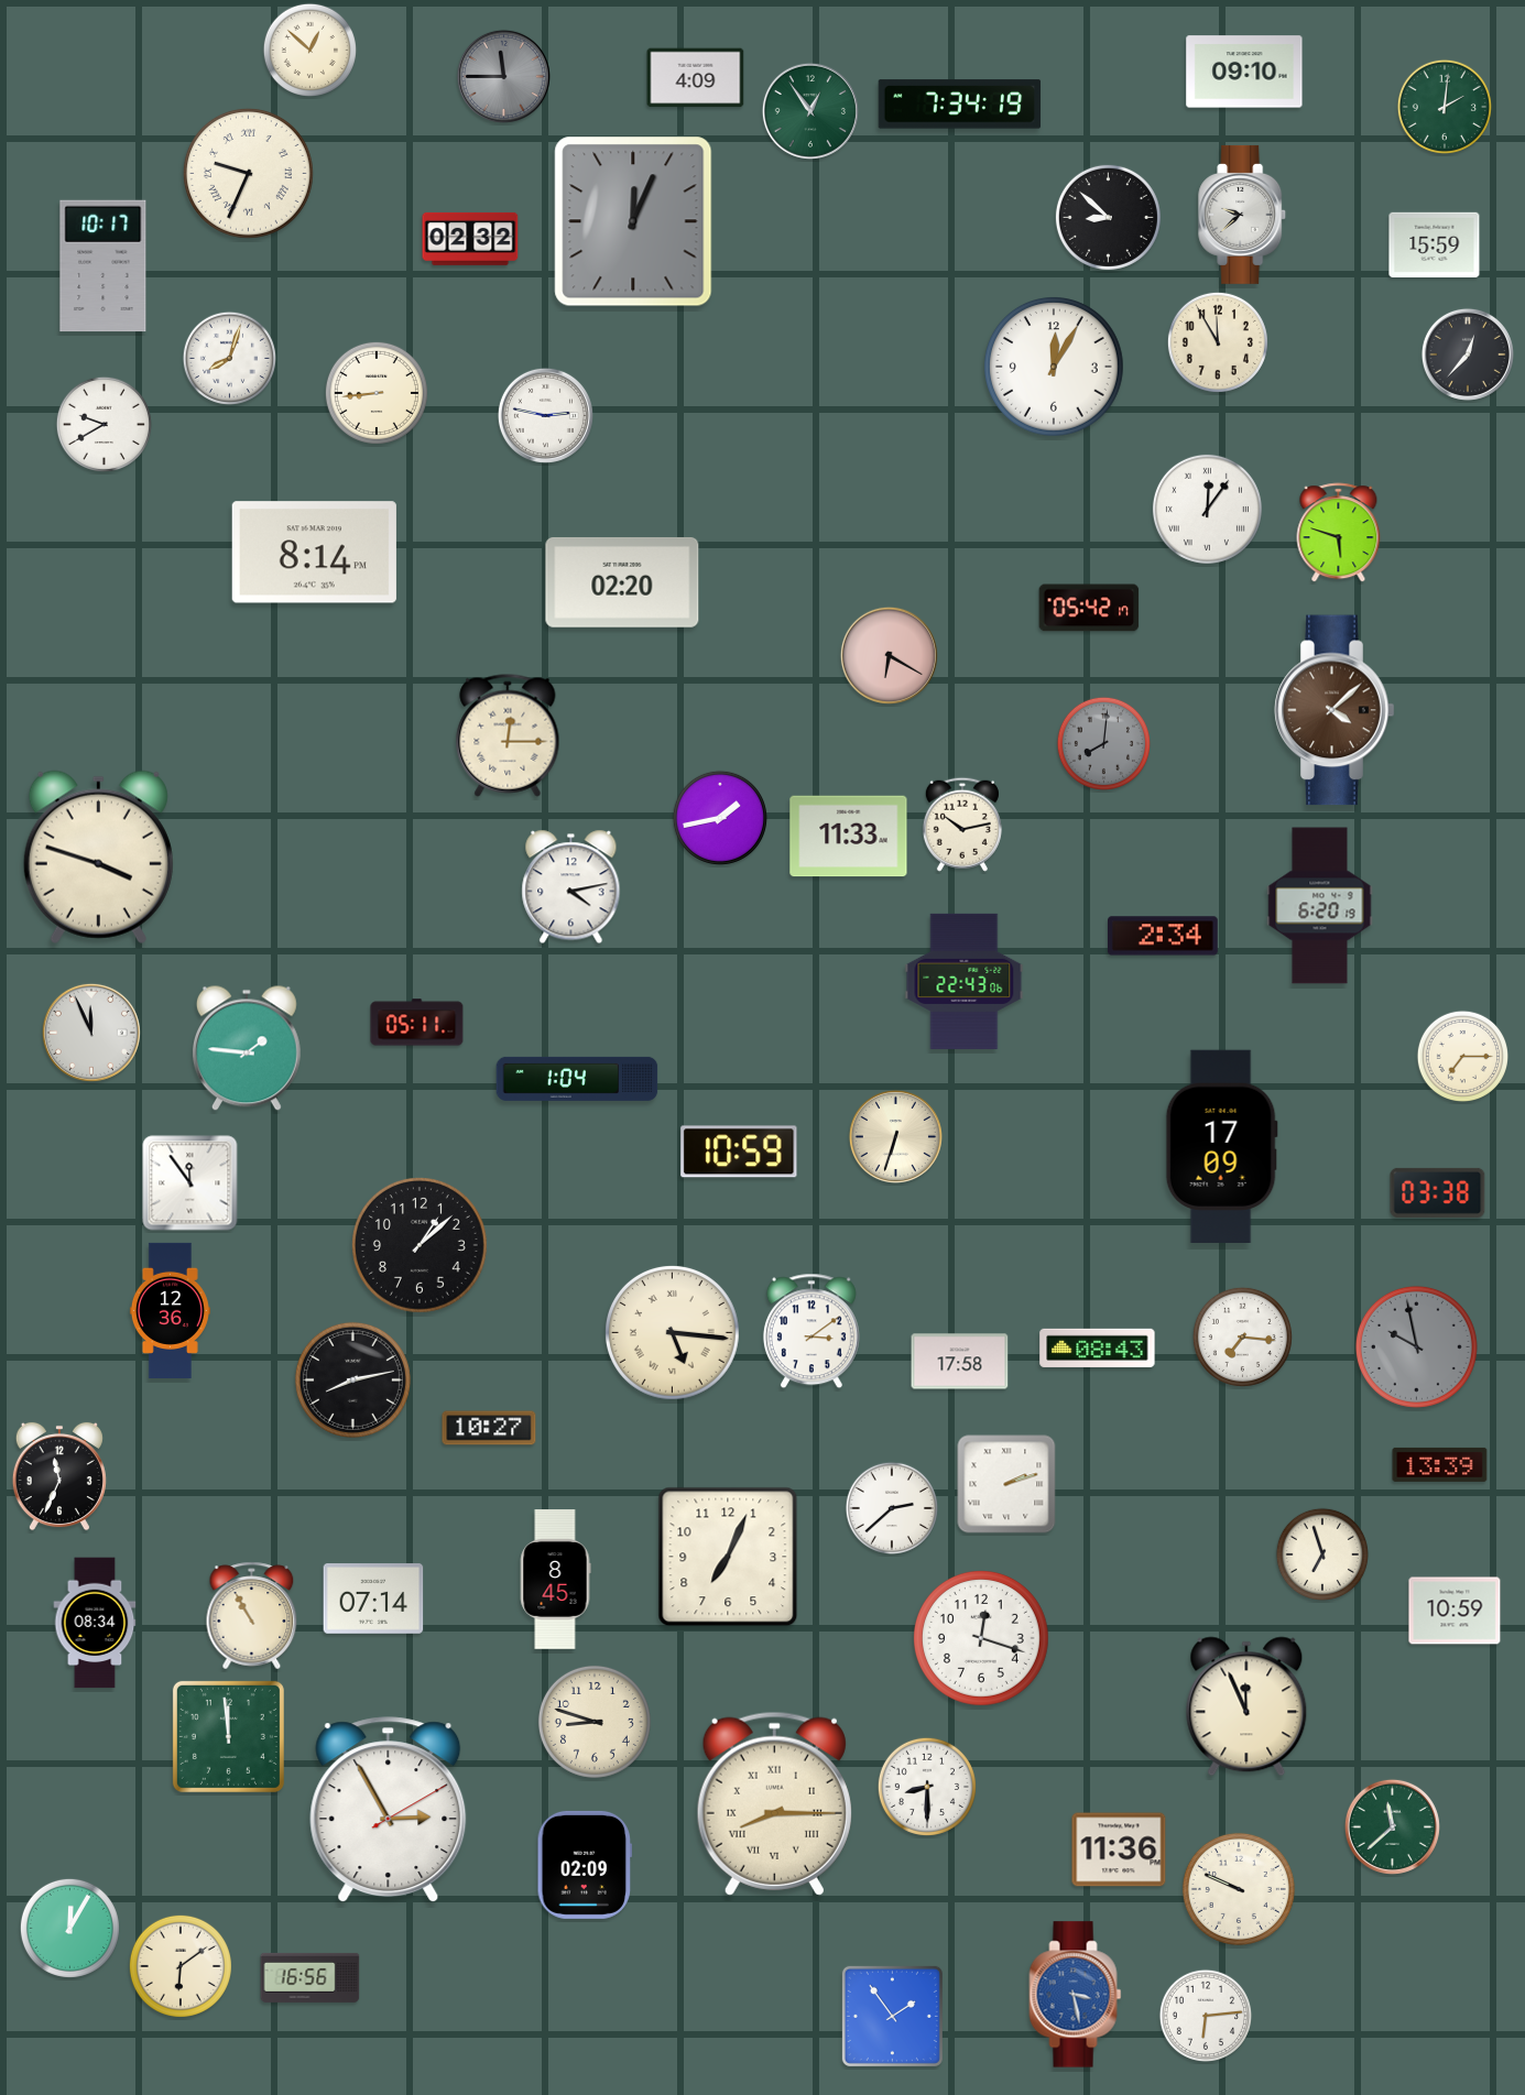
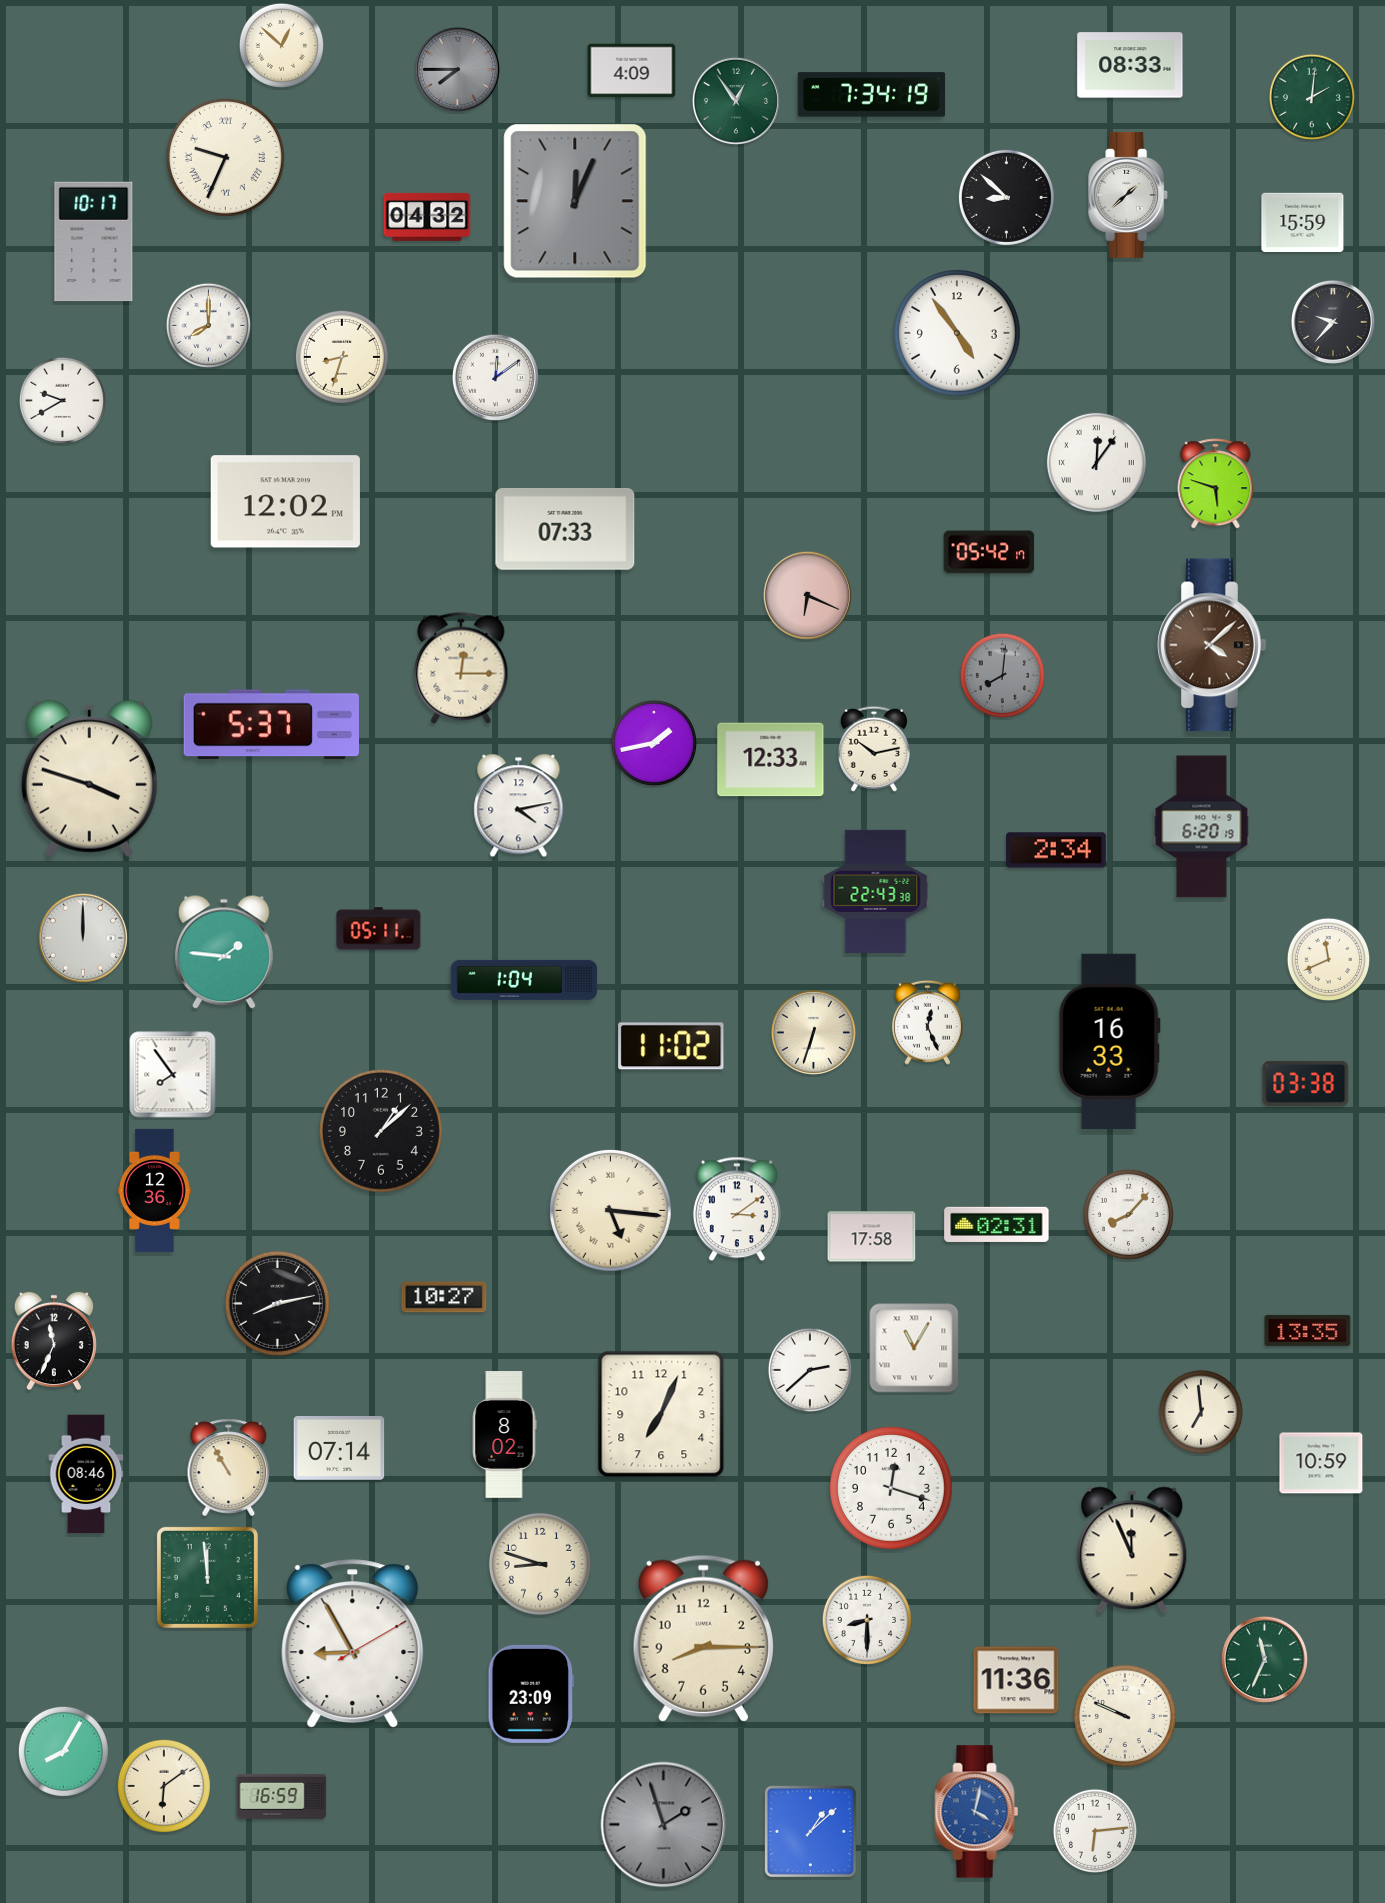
clock at (1244, 72): 09:10 -> 08:33
clock at (503, 76): 11:45 -> 7:45
clock at (1243, 215): 9:38 -> 1:38
clock at (470, 239): 02:32 -> 04:32
clock at (1218, 342): 11:55 -> none
clock at (1468, 354): 12:37 -> 9:37
clock at (229, 358): 8:03 -> 8:00
clock at (1055, 368): 12:05 -> 4:54
clock at (377, 393): 8:44 -> 8:33
clock at (545, 415): 2:47 -> 12:09
clock at (104, 424) position: (104, 424) -> (62, 400)
clock at (314, 553): 8:14 -> 12:02
clock at (622, 582): 02:20 -> 07:33
clock at (889, 655): 6:20 -> 6:19
clock at (271, 725): none -> 5:37
clock at (849, 837): 11:33 -> 12:33
clock at (1320, 906) position: (1320, 906) -> (1202, 827)
clock at (965, 981): 22:43:06 -> 22:43:38
clock at (91, 1033): 11:56 -> 12:00
clock at (1462, 1056): 7:15 -> 11:41
clock at (927, 1022): none -> 12:26
clock at (1221, 1146): 17:09 -> 16:33
clock at (739, 1152): 10:59 -> 11:02
clock at (190, 1183): 11:54 -> 7:54
clock at (1242, 1336): 7:16 -> 8:07
clock at (1416, 1346): 9:58 -> none
clock at (1098, 1347): 08:43 -> 02:31
clock at (352, 1379) position: (352, 1379) -> (277, 1303)
clock at (1440, 1464): 13:39 -> 13:35
clock at (1006, 1484): 2:12 -> 11:05
clock at (1321, 1553): 6:57 -> 6:59
clock at (555, 1580): 8:45 -> 8:02
clock at (373, 1600) position: (373, 1600) -> (339, 1449)
clock at (95, 1623): 08:34 -> 08:46
clock at (927, 1787) position: (927, 1787) -> (867, 1620)
clock at (774, 1803) numerals: Roman -> Arabic
clock at (389, 1810): 2:55 -> 8:55
clock at (1392, 1826): 11:38 -> 11:34
clock at (584, 1865): 02:09 -> 23:09
clock at (69, 1928): 12:05 -> 8:05
clock at (311, 1977): 16:56 -> 16:59
clock at (1076, 1995): 3:28 -> 4:02
clock at (664, 1825): none -> 1:57
clock at (892, 2016): 1:54 -> 1:08
